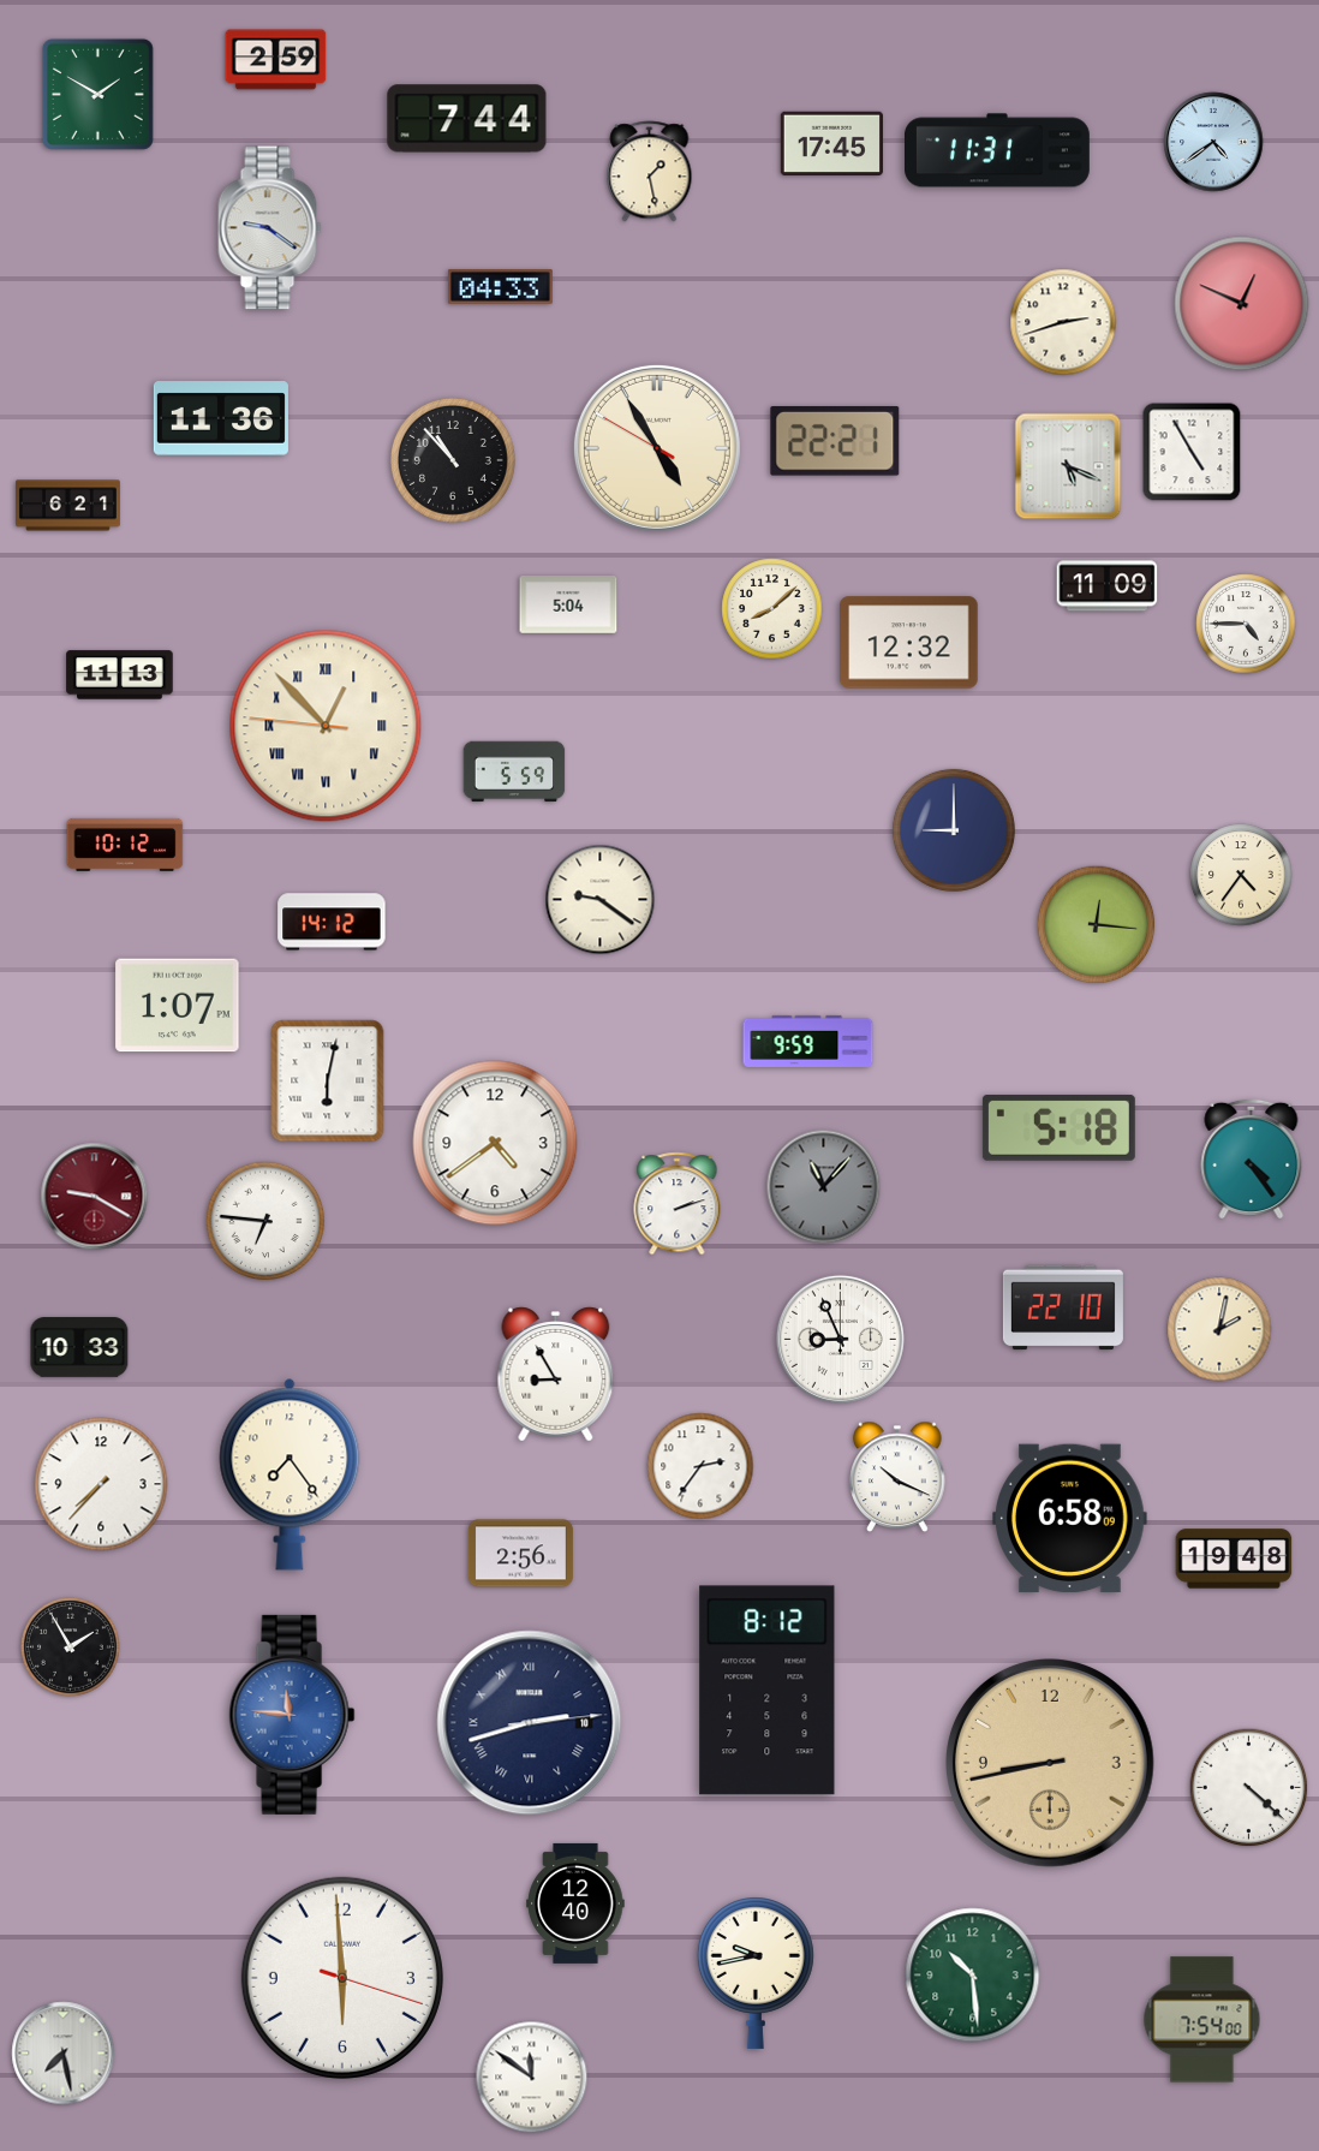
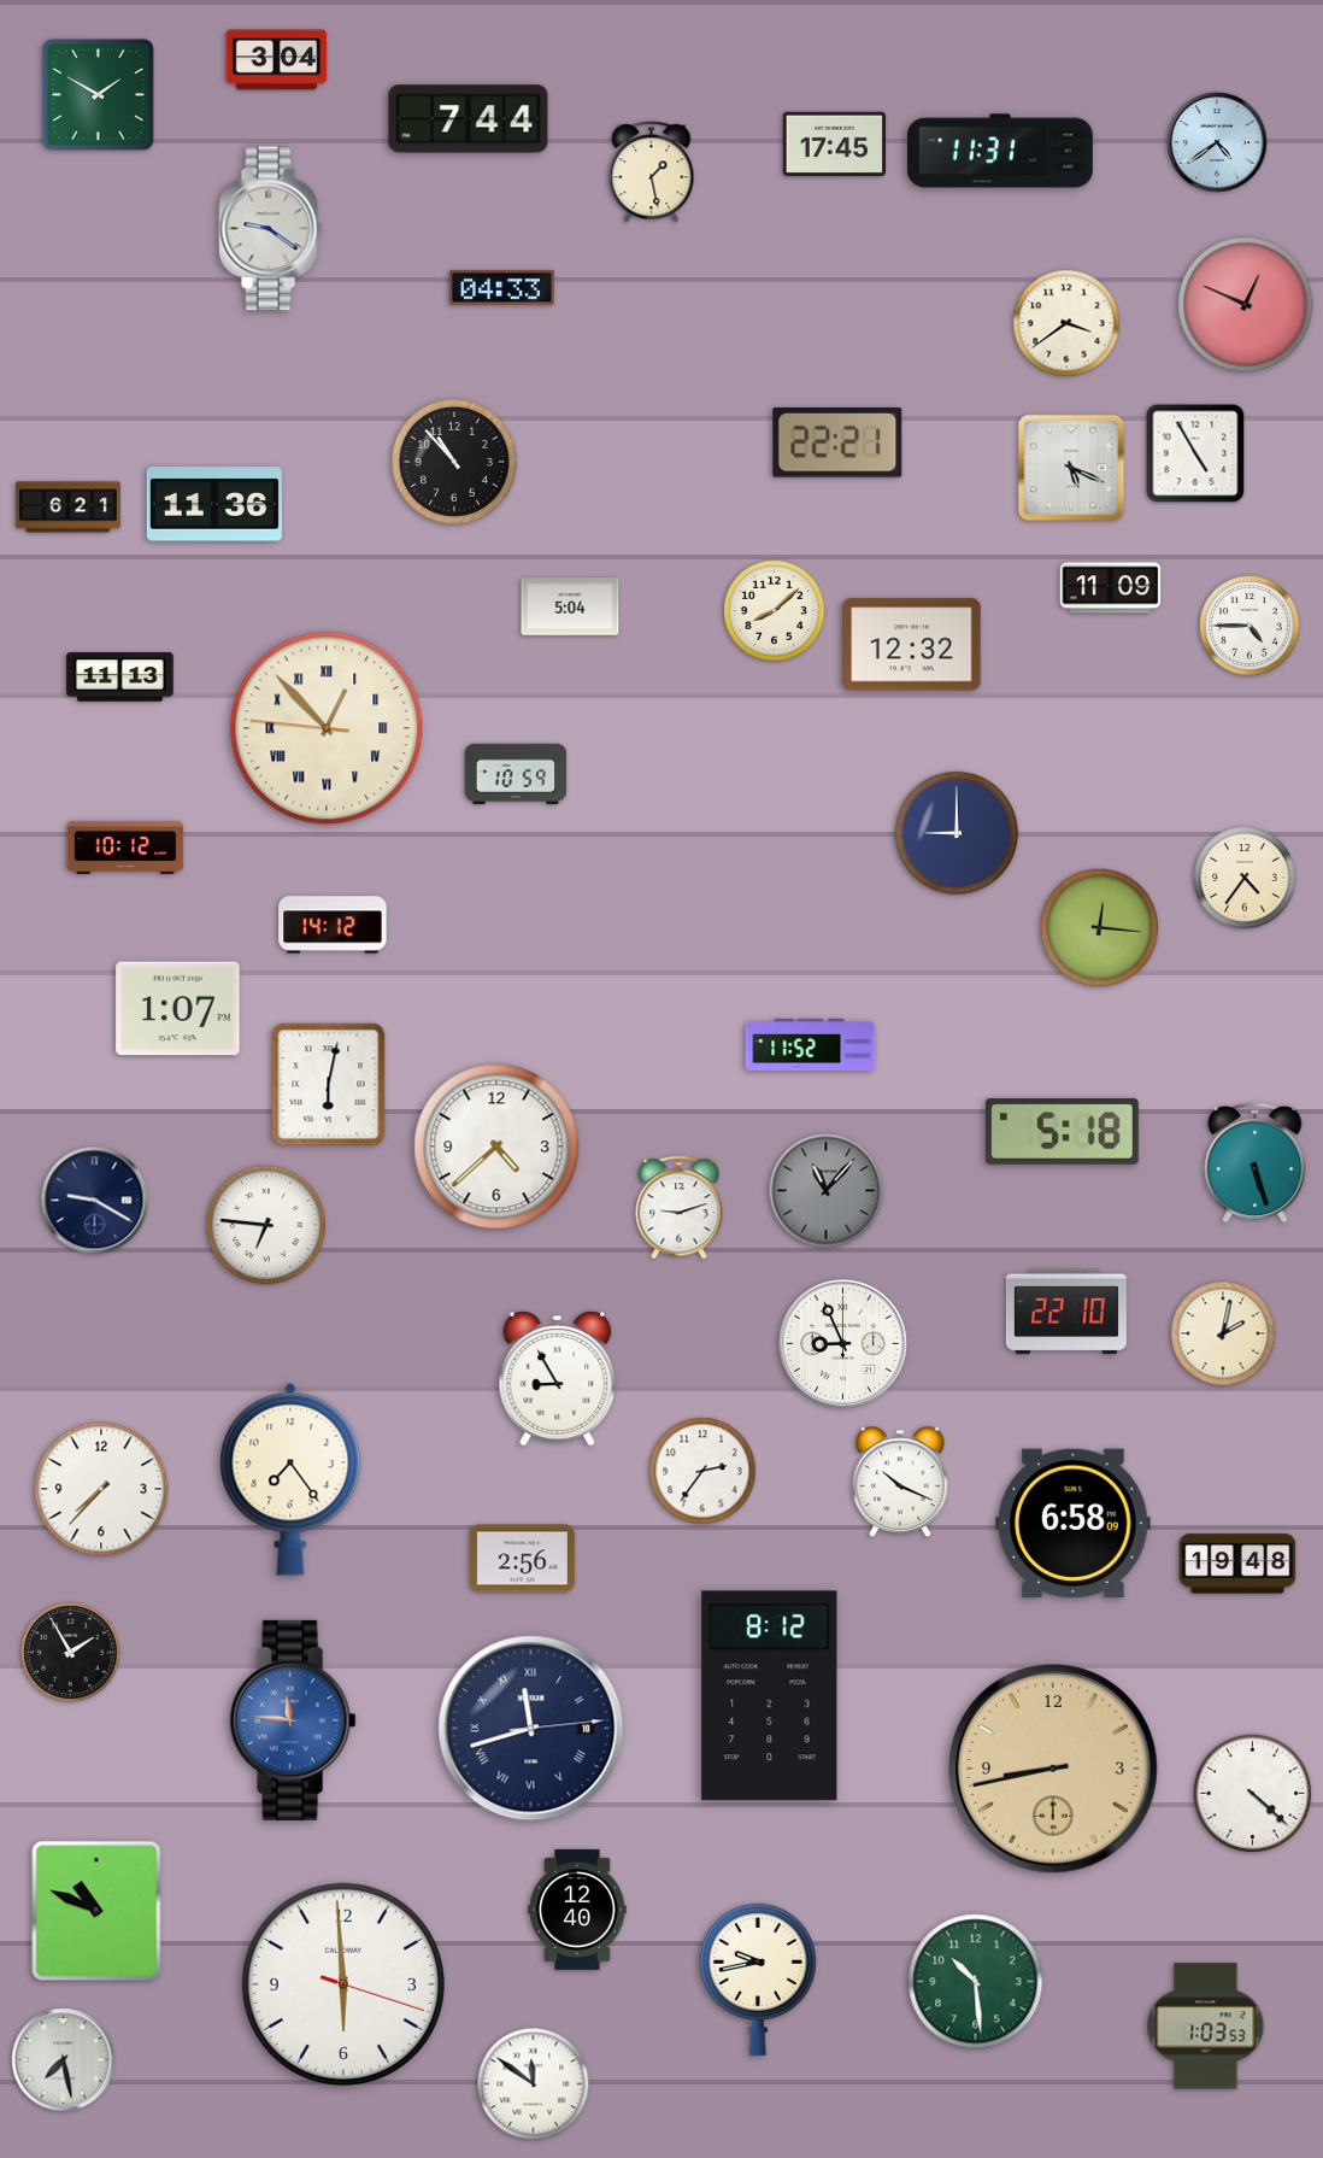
clock at (276, 60): 2:59 -> 3:04
clock at (1063, 322): 2:42 -> 3:39
clock at (221, 418) position: (221, 418) -> (214, 504)
clock at (657, 448): 4:54 -> none
clock at (514, 771): 5:59 -> 10:59
clock at (601, 900): 9:21 -> none
clock at (808, 1041): 9:59 -> 11:52
clock at (495, 1143): 4:39 -> 4:38
clock at (1252, 1157): 4:24 -> 5:27
clock at (95, 1197) dial: burgundy -> navy
clock at (678, 1204): 2:12 -> 9:12
clock at (79, 1347): 10:33 -> none
clock at (530, 1723): 2:42 -> 11:42
clock at (96, 1911): none -> 10:49
clock at (1202, 2020): 7:54 -> 1:03
